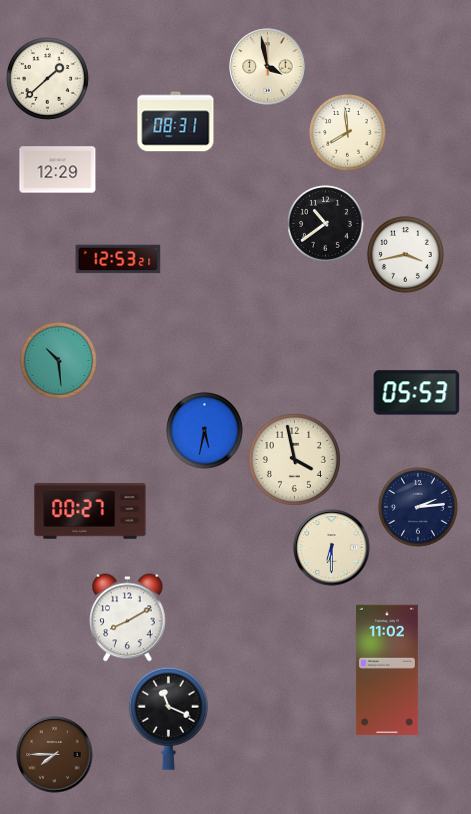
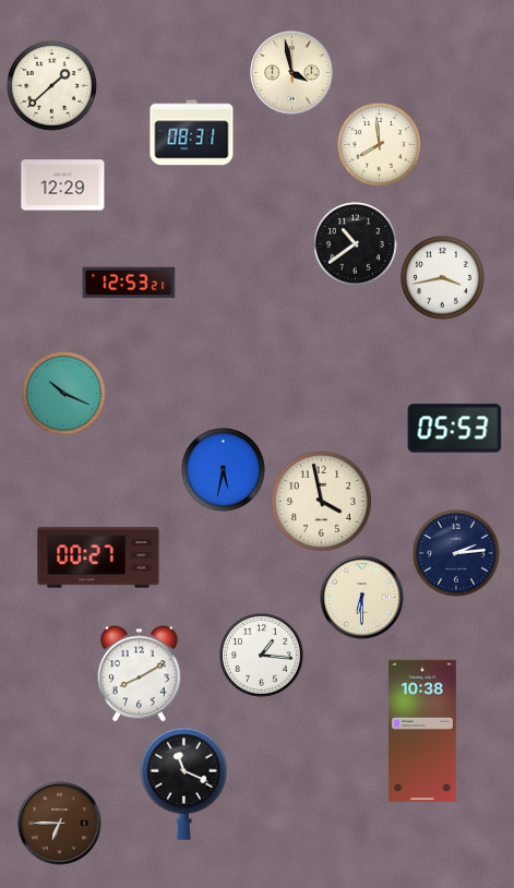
clock at (59, 361): 10:29 -> 10:19
clock at (262, 656): none -> 1:16
clock at (387, 670): 11:02 -> 10:38
clock at (55, 755): 7:45 -> 6:45
